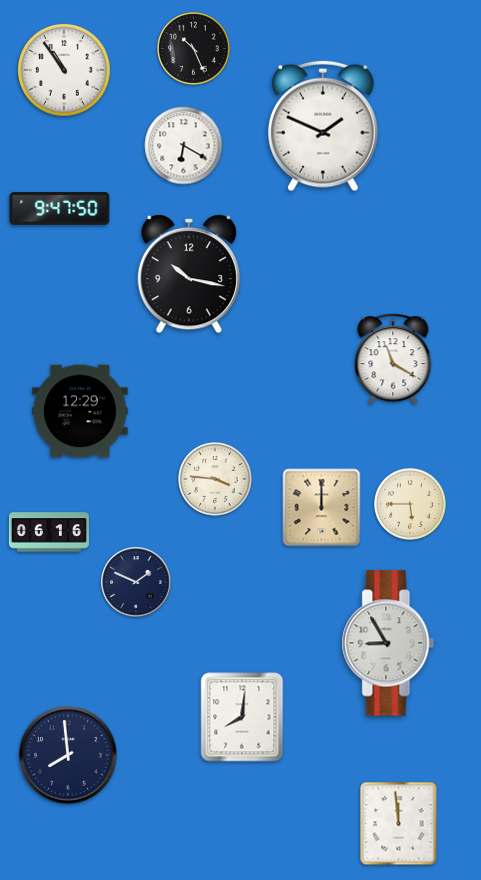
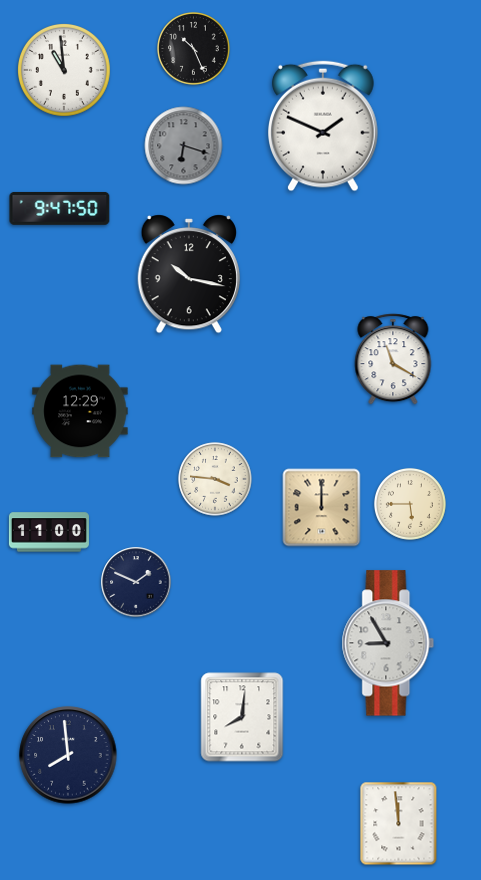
clock at (64, 70): 10:54 -> 10:59
clock at (184, 146): 6:20 -> 6:18
clock at (184, 146) dial: white -> grey
clock at (49, 532): 06:16 -> 11:00
